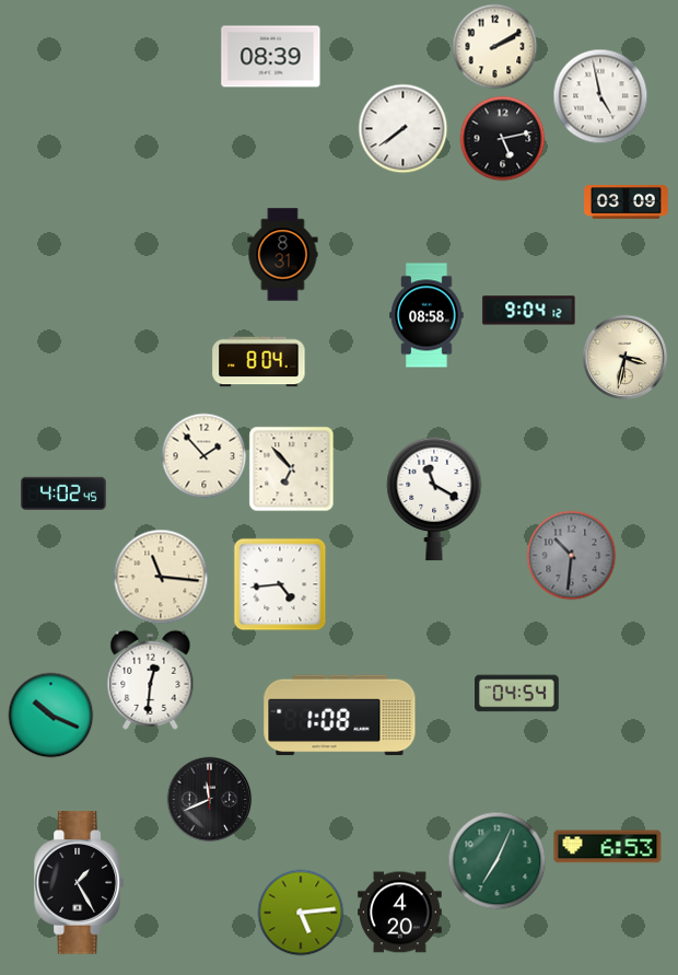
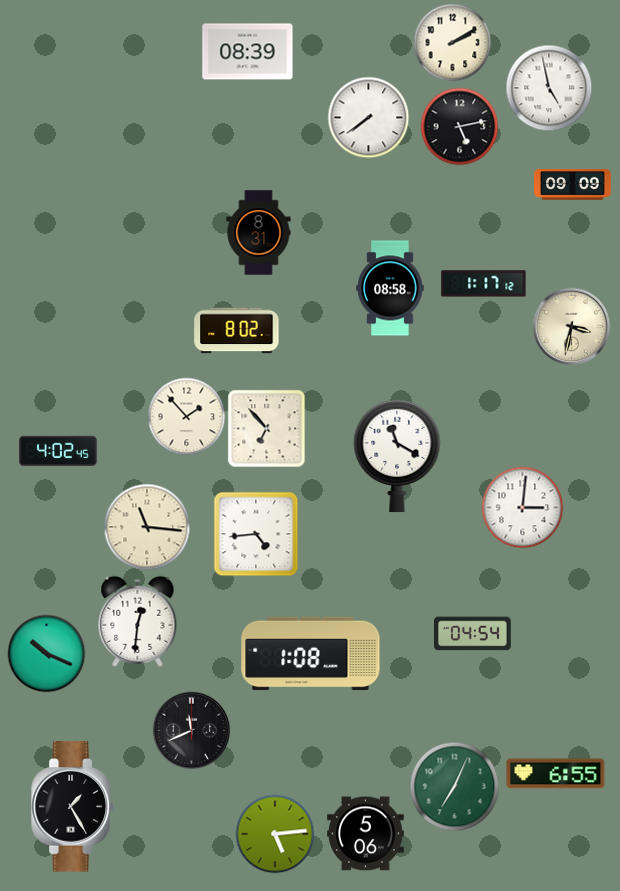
clock at (627, 202): 03:09 -> 09:09
clock at (529, 311): 9:04 -> 1:17
clock at (259, 362): 8:04 -> 8:02
clock at (571, 555): 10:31 -> 3:01
clock at (571, 555) dial: grey -> white
clock at (608, 847): 6:53 -> 6:55
clock at (400, 913): 4:20 -> 5:06
